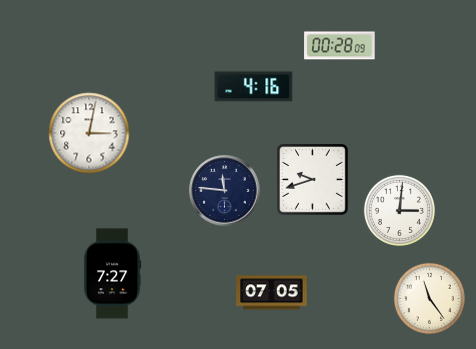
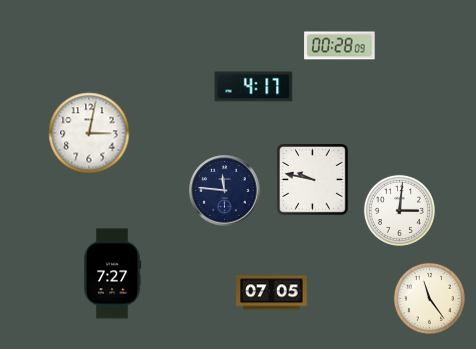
clock at (254, 87): 4:16 -> 4:17
clock at (313, 180): 9:42 -> 9:47
